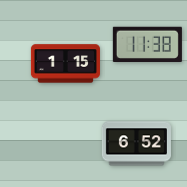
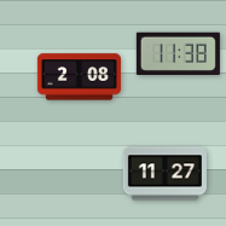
clock at (65, 64): 1:15 -> 2:08
clock at (136, 144): 6:52 -> 11:27
